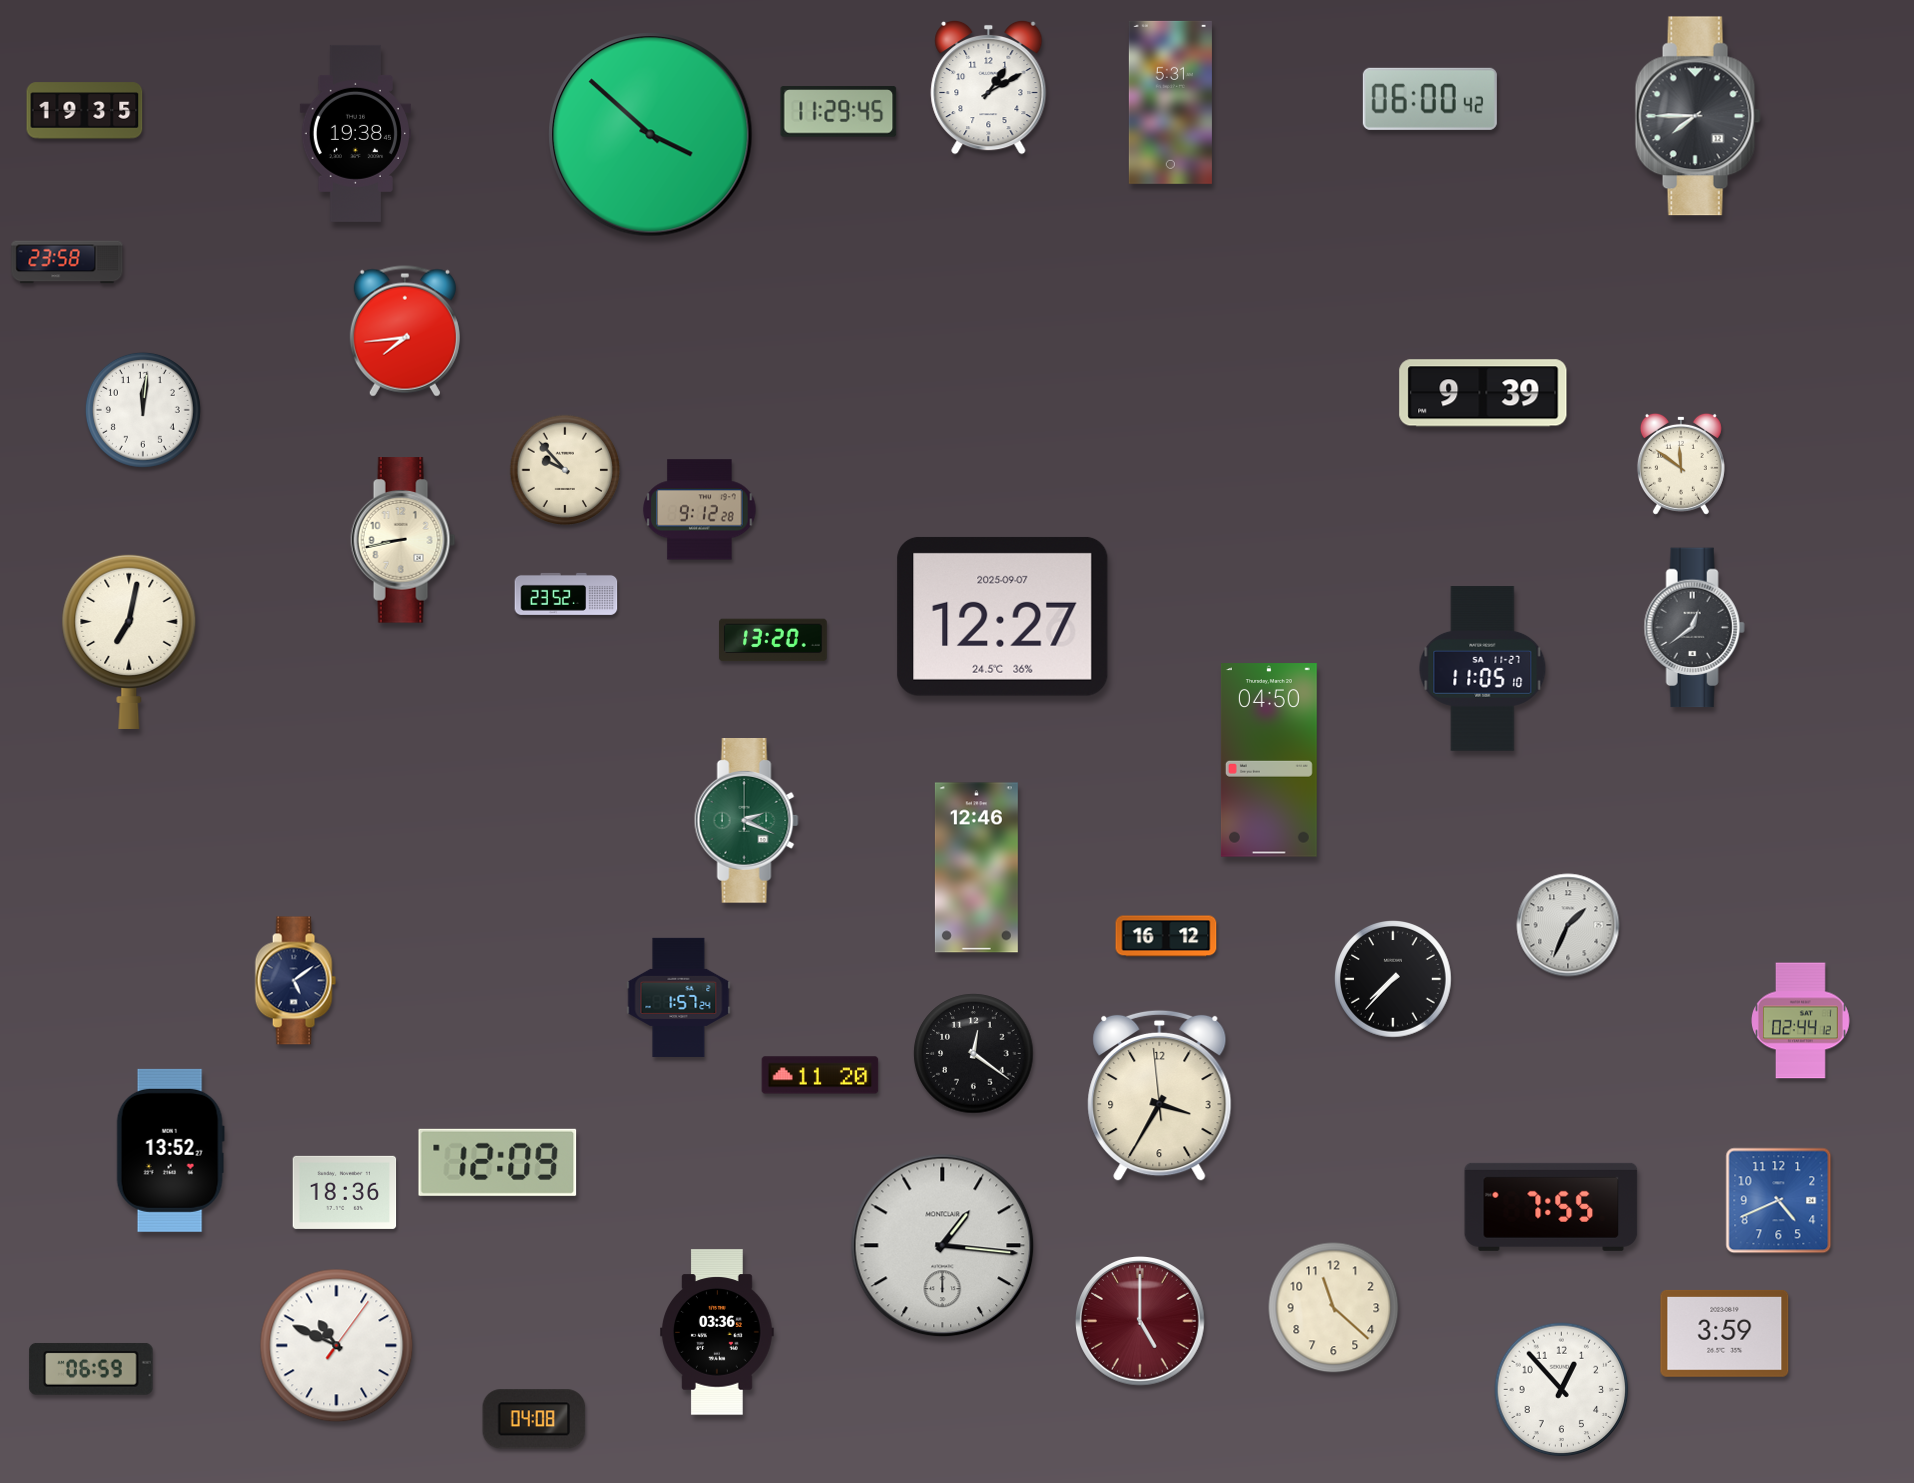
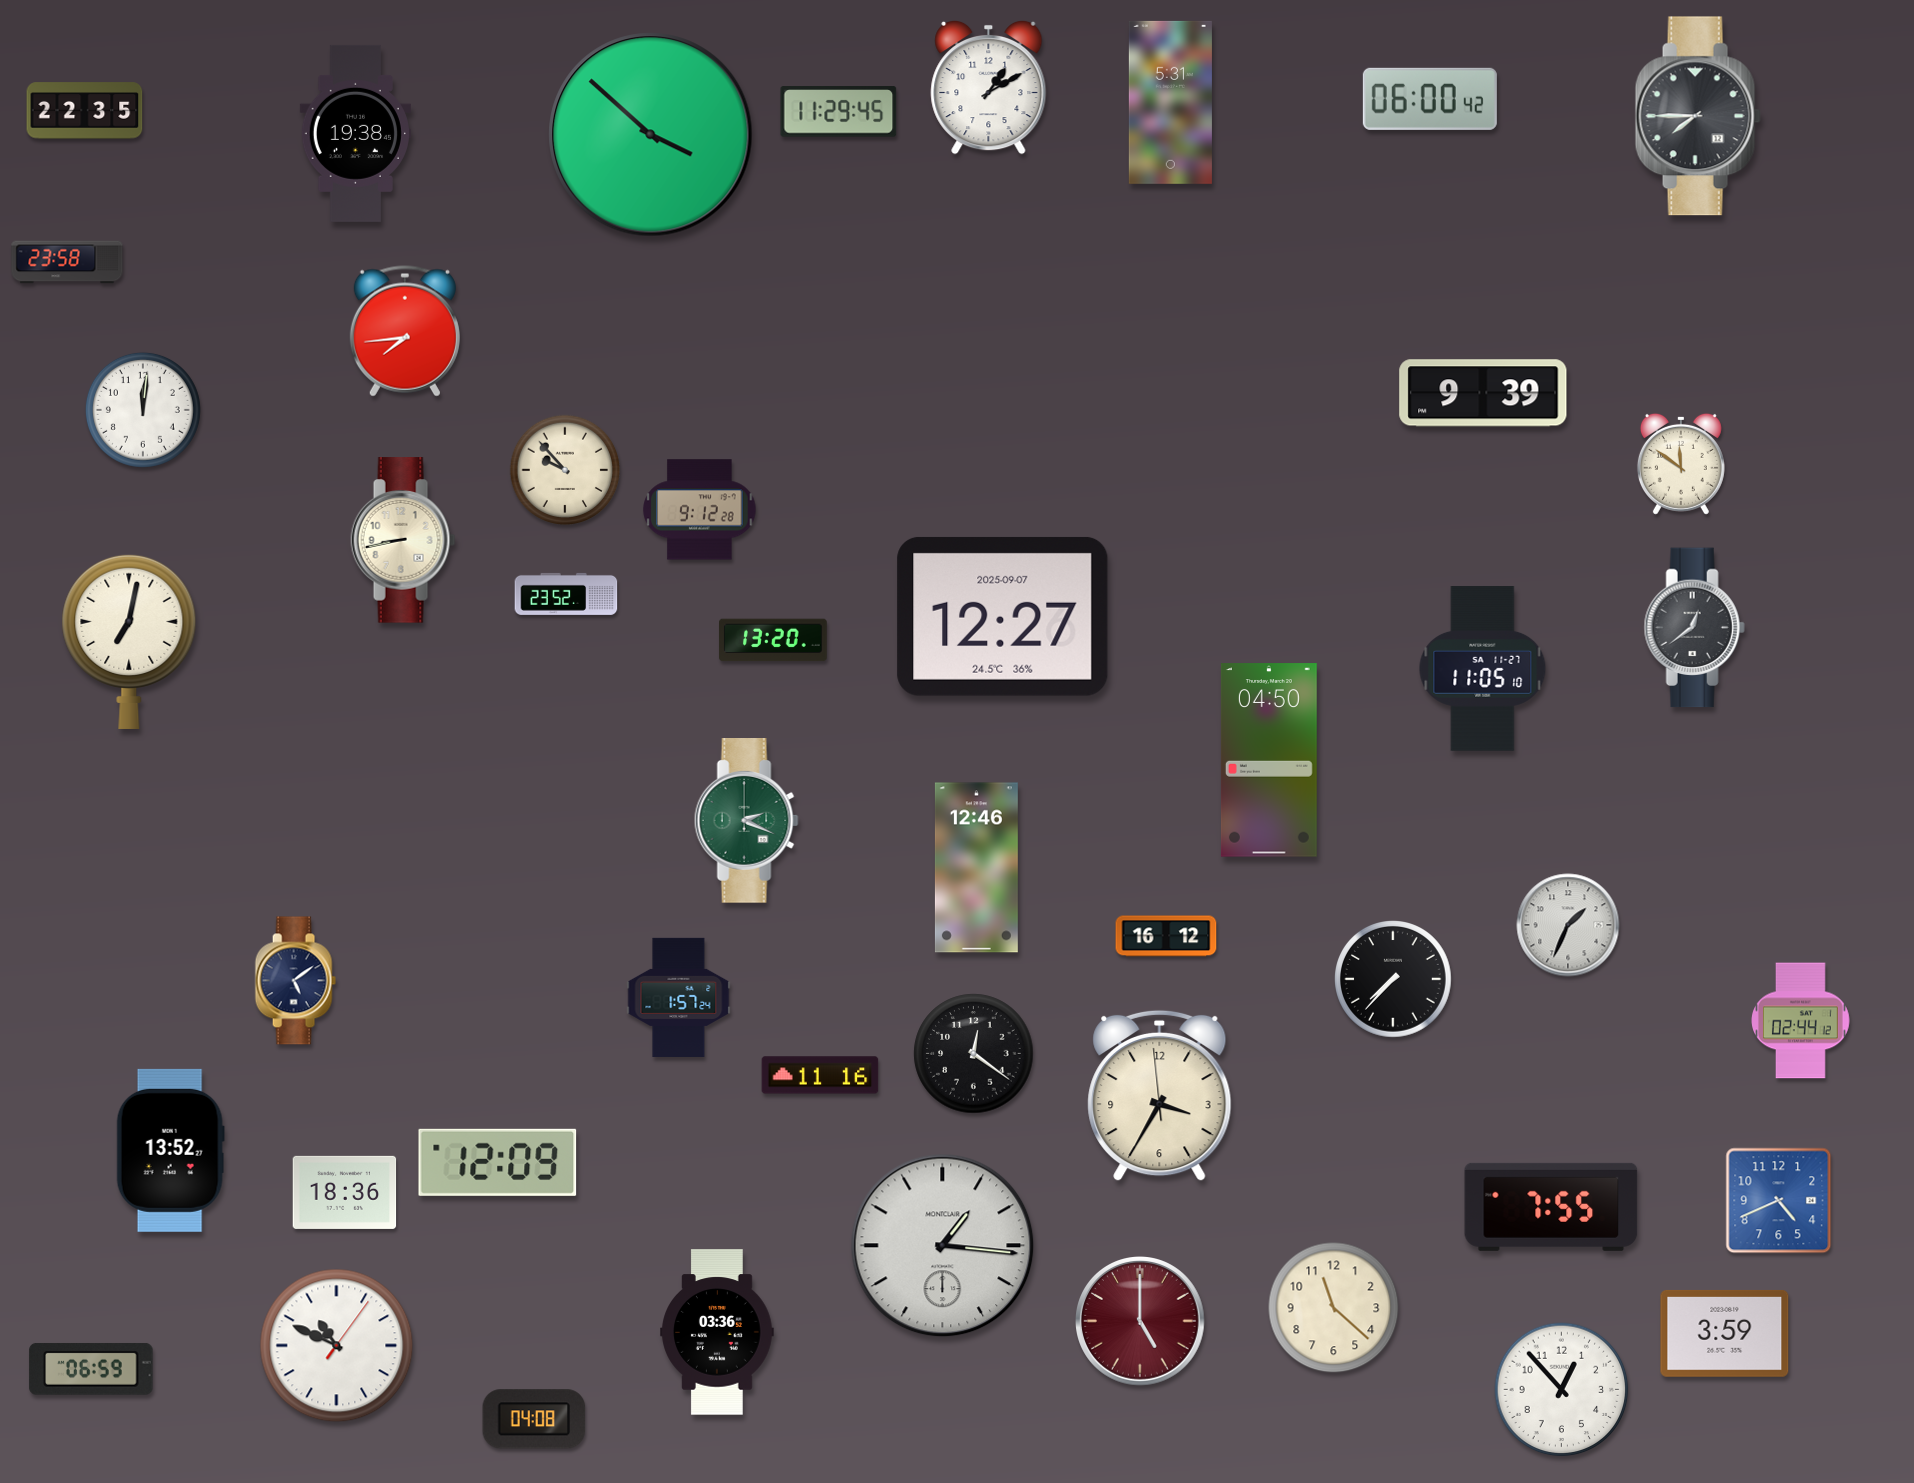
clock at (85, 111): 19:35 -> 22:35
clock at (820, 1075): 11:20 -> 11:16
